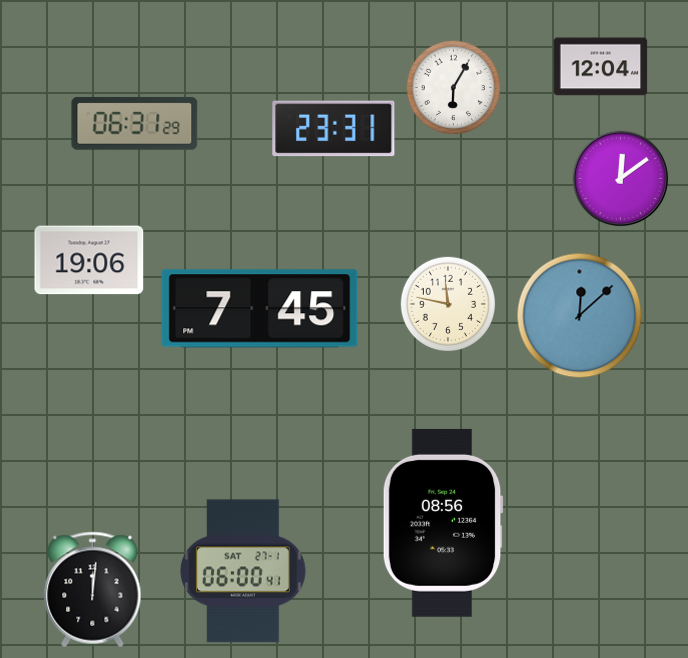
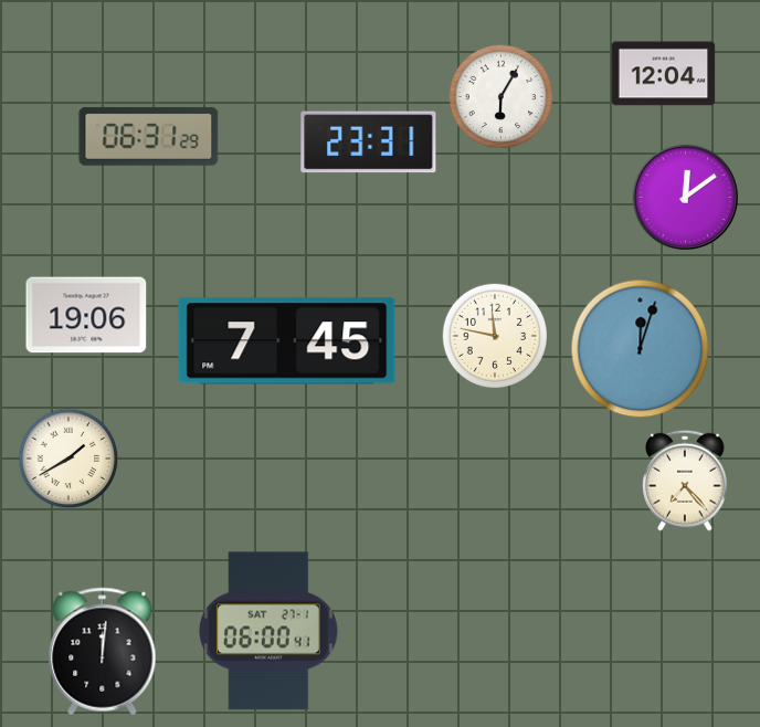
clock at (89, 260) position: (89, 260) -> (86, 315)
clock at (580, 316): 12:08 -> 12:03
clock at (68, 459): none -> 1:40
clock at (685, 481): none -> 7:23
clock at (443, 523): 08:56 -> none
